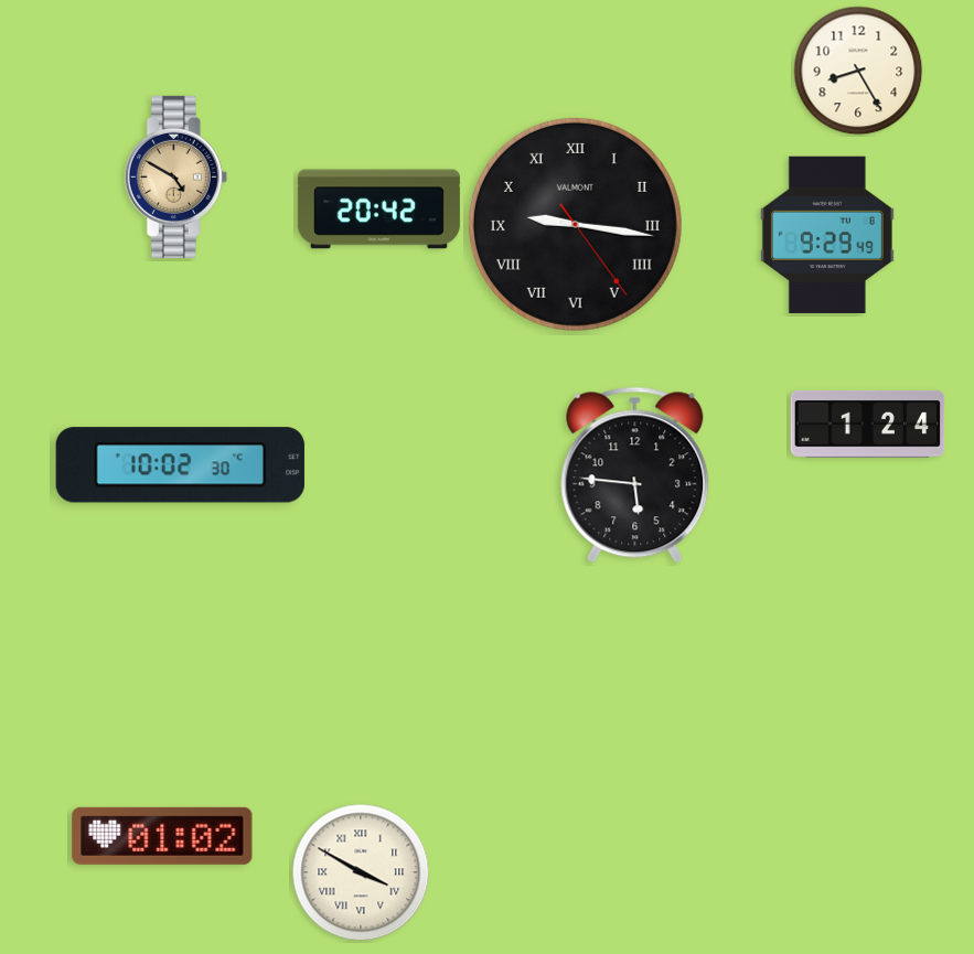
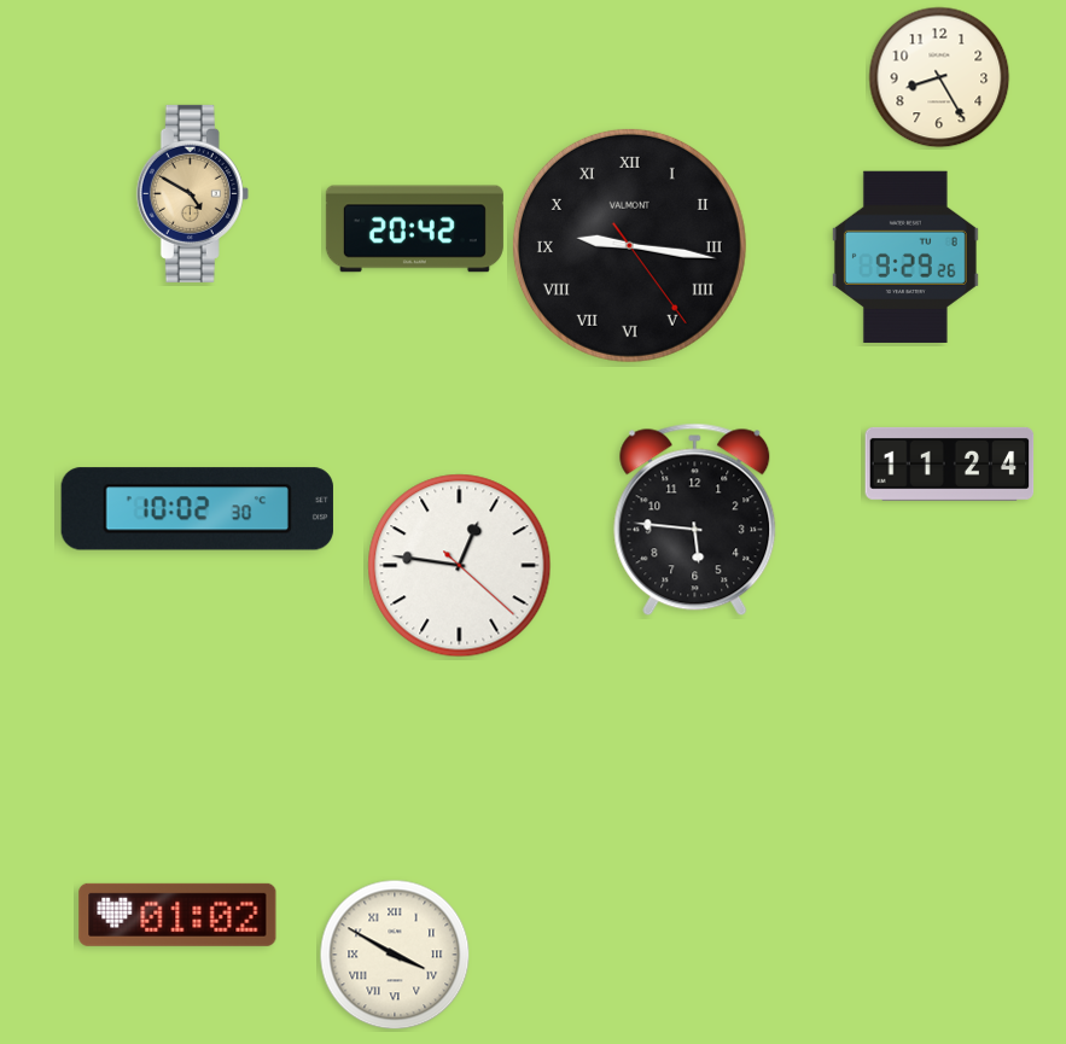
clock at (827, 235): 9:29:49 -> 9:29:26
clock at (868, 424): 1:24 -> 11:24
clock at (460, 566): none -> 12:46
